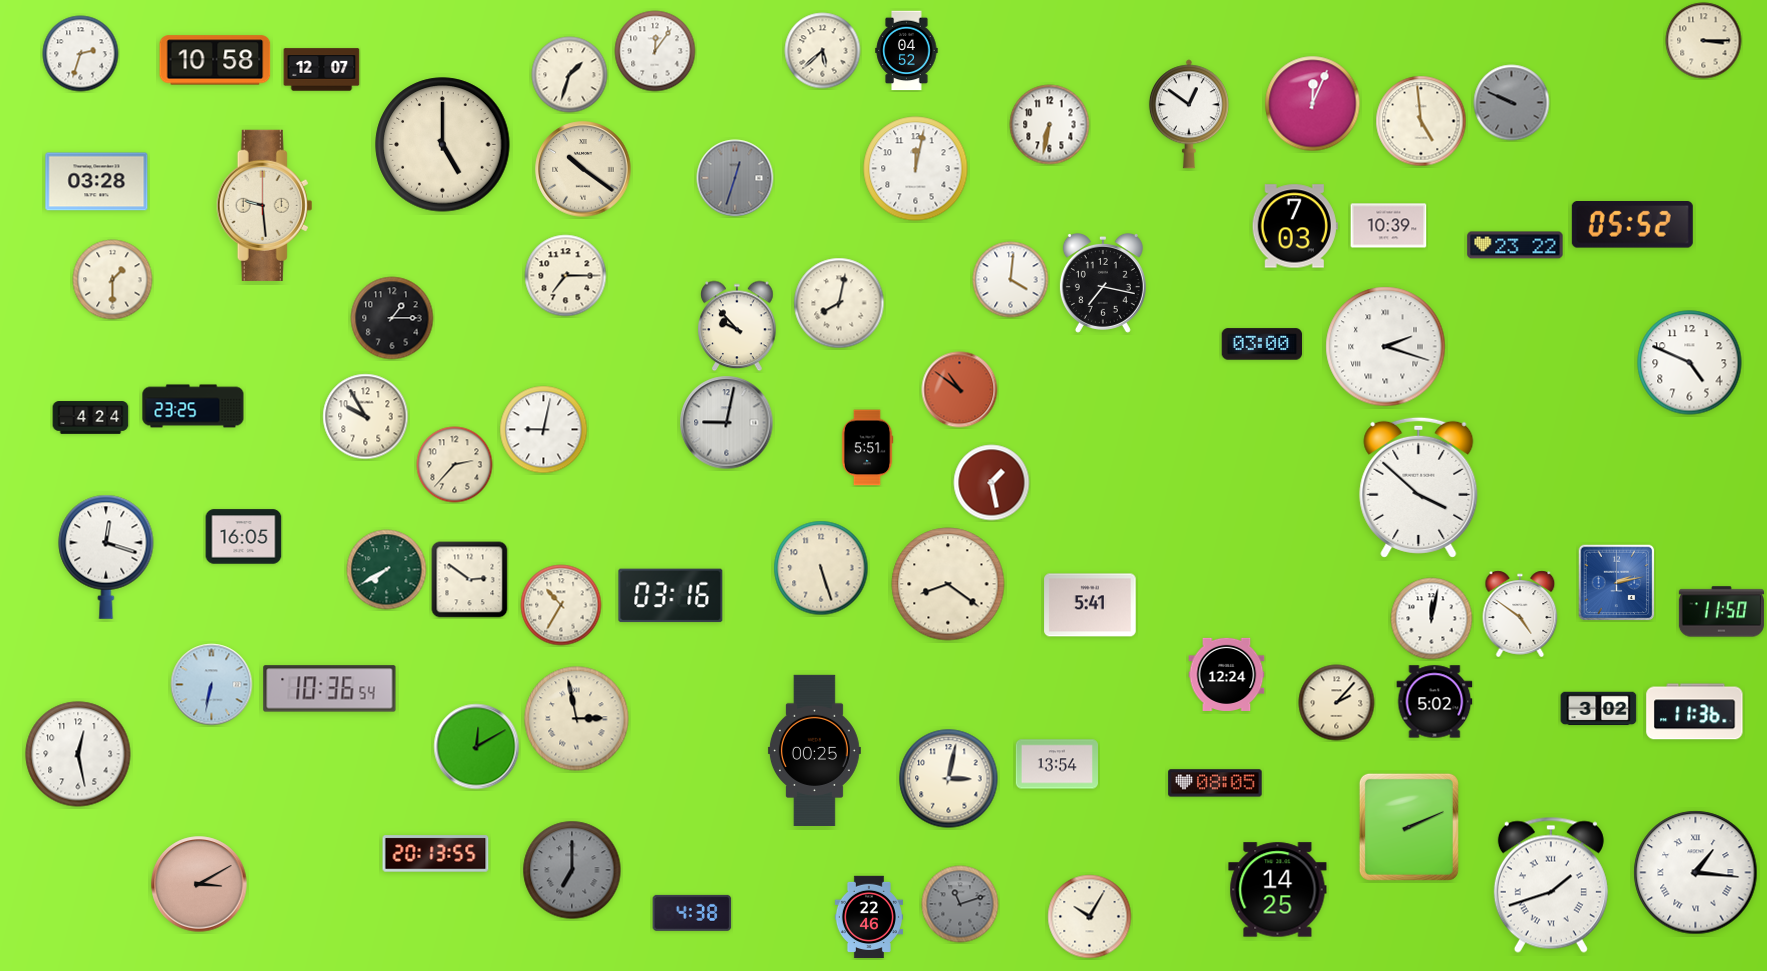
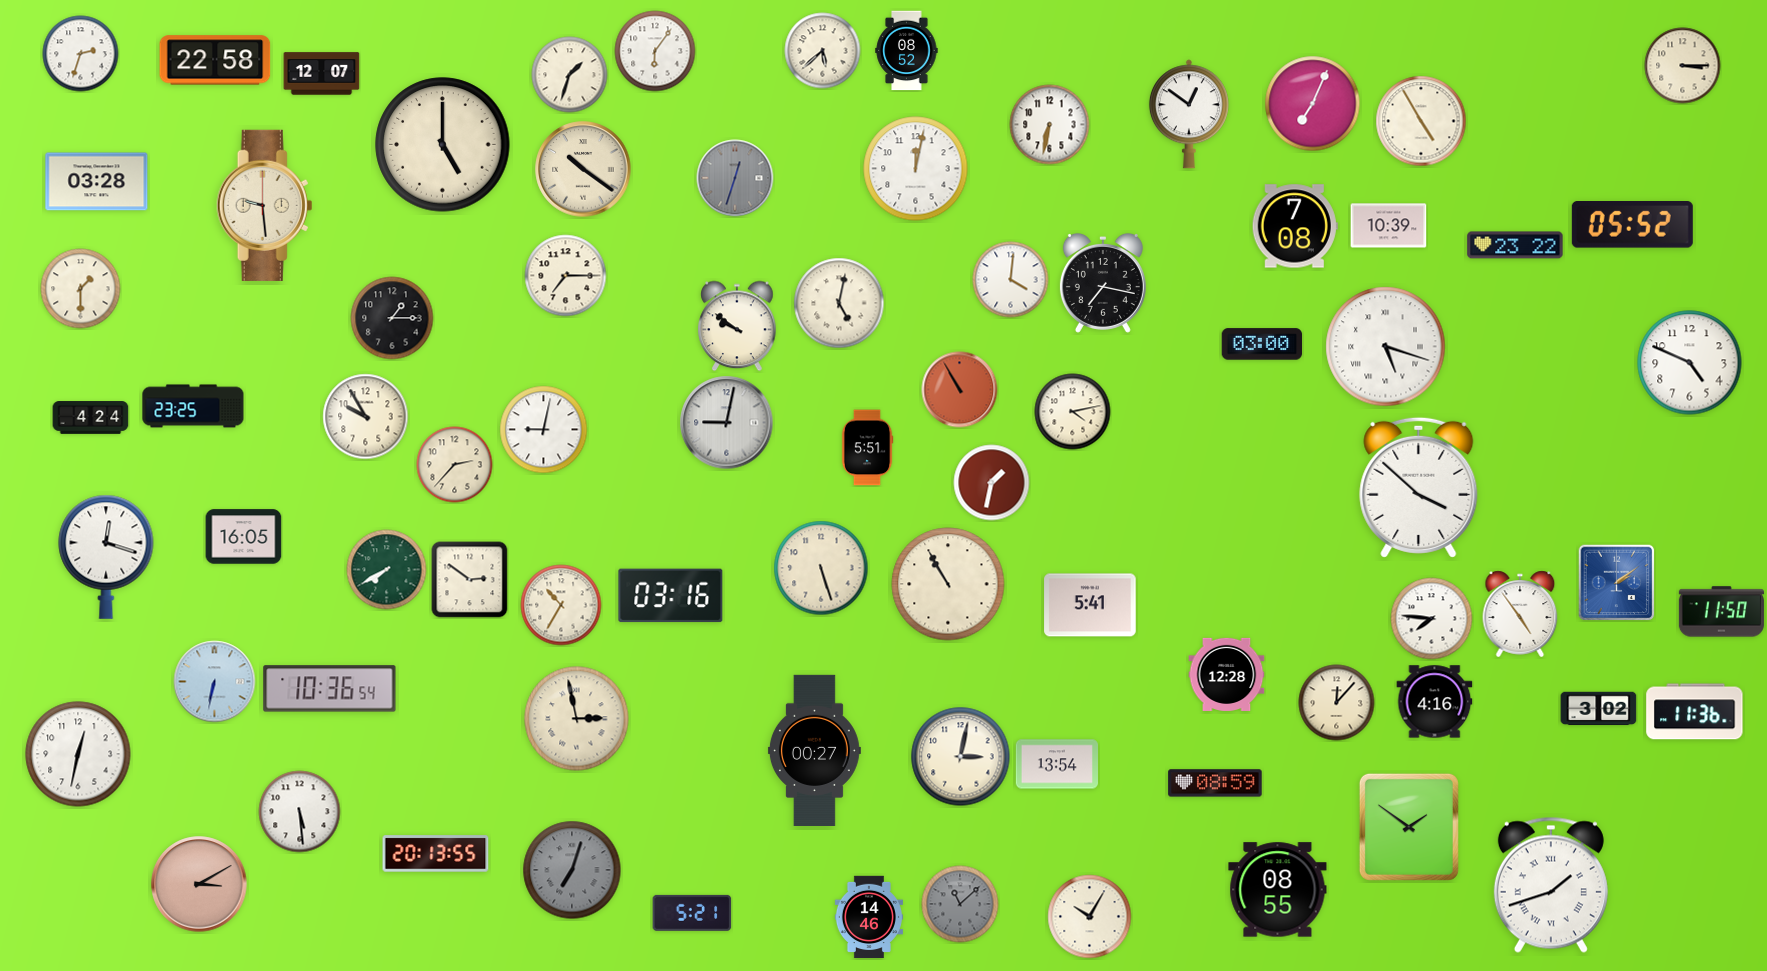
clock at (1704, 41) position: (1704, 41) -> (1683, 66)
clock at (655, 51): 12:06 -> 6:06
clock at (907, 51): 04:52 -> 08:52
clock at (215, 60): 10:58 -> 22:58
clock at (322, 70) position: (322, 70) -> (322, 74)
clock at (1512, 103): 9:49 -> none
clock at (1313, 104): 12:04 -> 7:04
clock at (1421, 121): 4:59 -> 4:55
clock at (1295, 226): 7:03 -> 7:08
clock at (113, 280) position: (113, 280) -> (81, 289)
clock at (839, 303): 8:02 -> 5:02
clock at (737, 326): 9:53 -> 9:51
clock at (1386, 347): 2:18 -> 5:18
clock at (960, 390): 10:51 -> 10:55
clock at (1073, 412): none -> 4:13
clock at (992, 483): 1:28 -> 1:32
clock at (1616, 582): 2:13 -> 2:09
clock at (948, 584): 8:21 -> 10:55
clock at (1520, 614): 4:51 -> 4:54
clock at (1432, 619): 12:02 -> 7:46
clock at (1227, 674): 12:24 -> 12:28
clock at (212, 685) position: (212, 685) -> (215, 682)
clock at (1435, 702): 5:02 -> 4:16
clock at (1337, 703): 2:07 -> 12:07
clock at (477, 747): 12:10 -> none
clock at (814, 750): 00:25 -> 00:27
clock at (78, 754): 12:28 -> 12:32
clock at (949, 779) position: (949, 779) -> (961, 757)
clock at (1215, 783): 08:05 -> 08:59
clock at (300, 812): none -> 5:29
clock at (1409, 827): 2:11 -> 1:51
clock at (572, 870): 7:00 -> 7:03
clock at (1696, 873): 1:16 -> none
clock at (1278, 890): 14:25 -> 08:55
clock at (960, 904): 11:12 -> 11:08
clock at (692, 913): 4:38 -> 5:21
clock at (869, 917): 22:46 -> 14:46
